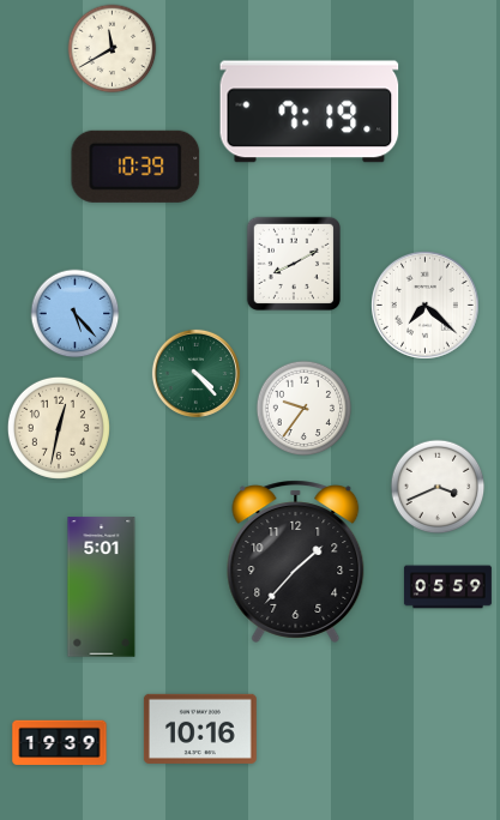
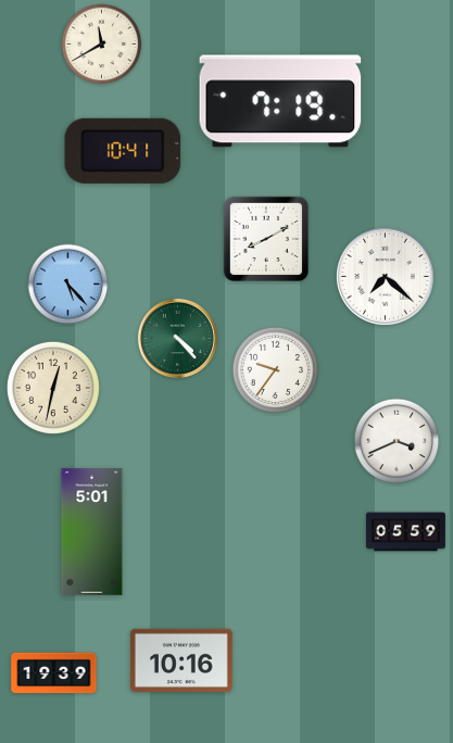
clock at (135, 167): 10:39 -> 10:41
clock at (296, 561): 1:37 -> none
